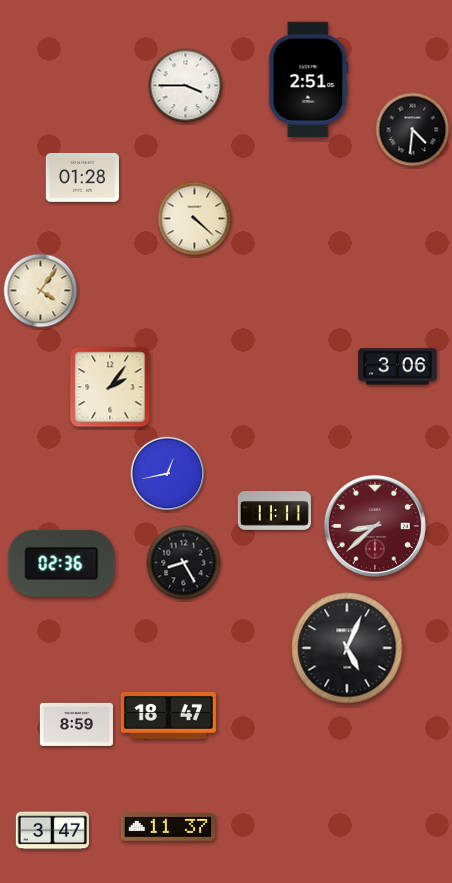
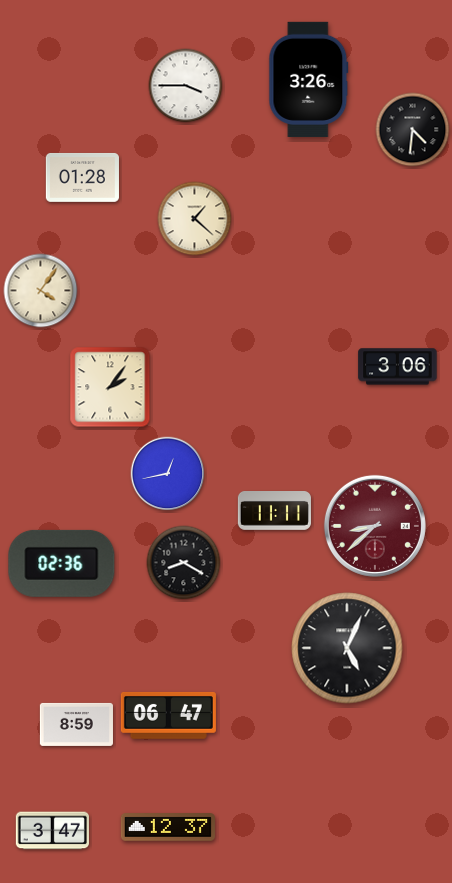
clock at (309, 79): 2:51 -> 3:26
clock at (195, 219): 4:22 -> 1:22
clock at (184, 563): 8:25 -> 8:20
clock at (168, 715): 18:47 -> 06:47
clock at (168, 827): 11:37 -> 12:37
